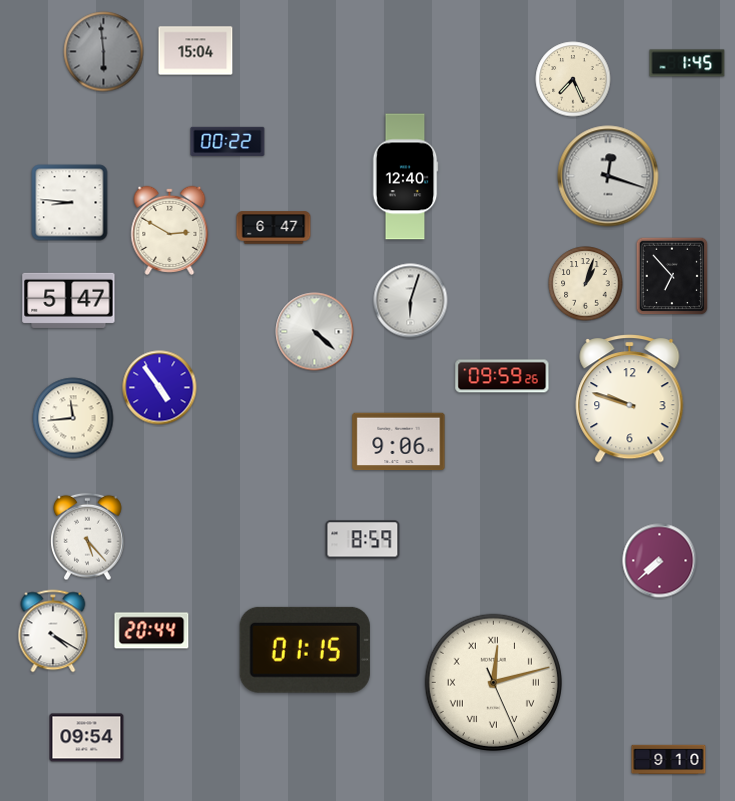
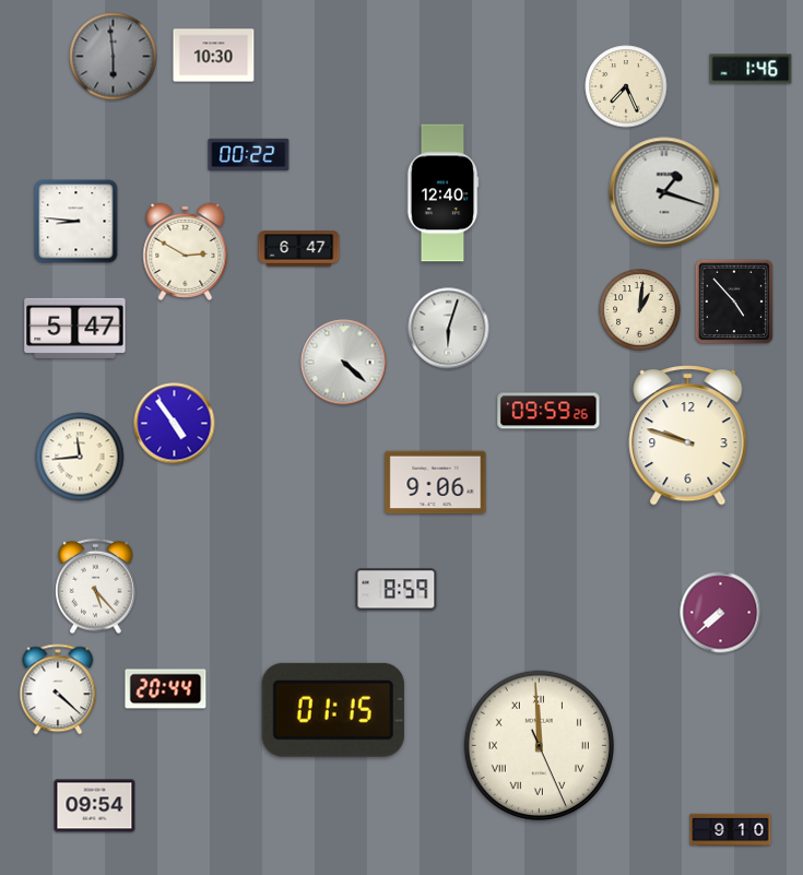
clock at (196, 51): 15:04 -> 10:30
clock at (687, 63): 1:45 -> 1:46
clock at (608, 176): 12:18 -> 1:18
clock at (672, 276): 6:53 -> 4:53
clock at (586, 284): 1:03 -> 1:01
clock at (53, 631): 4:20 -> 4:22
clock at (493, 682): 12:12 -> 11:59
